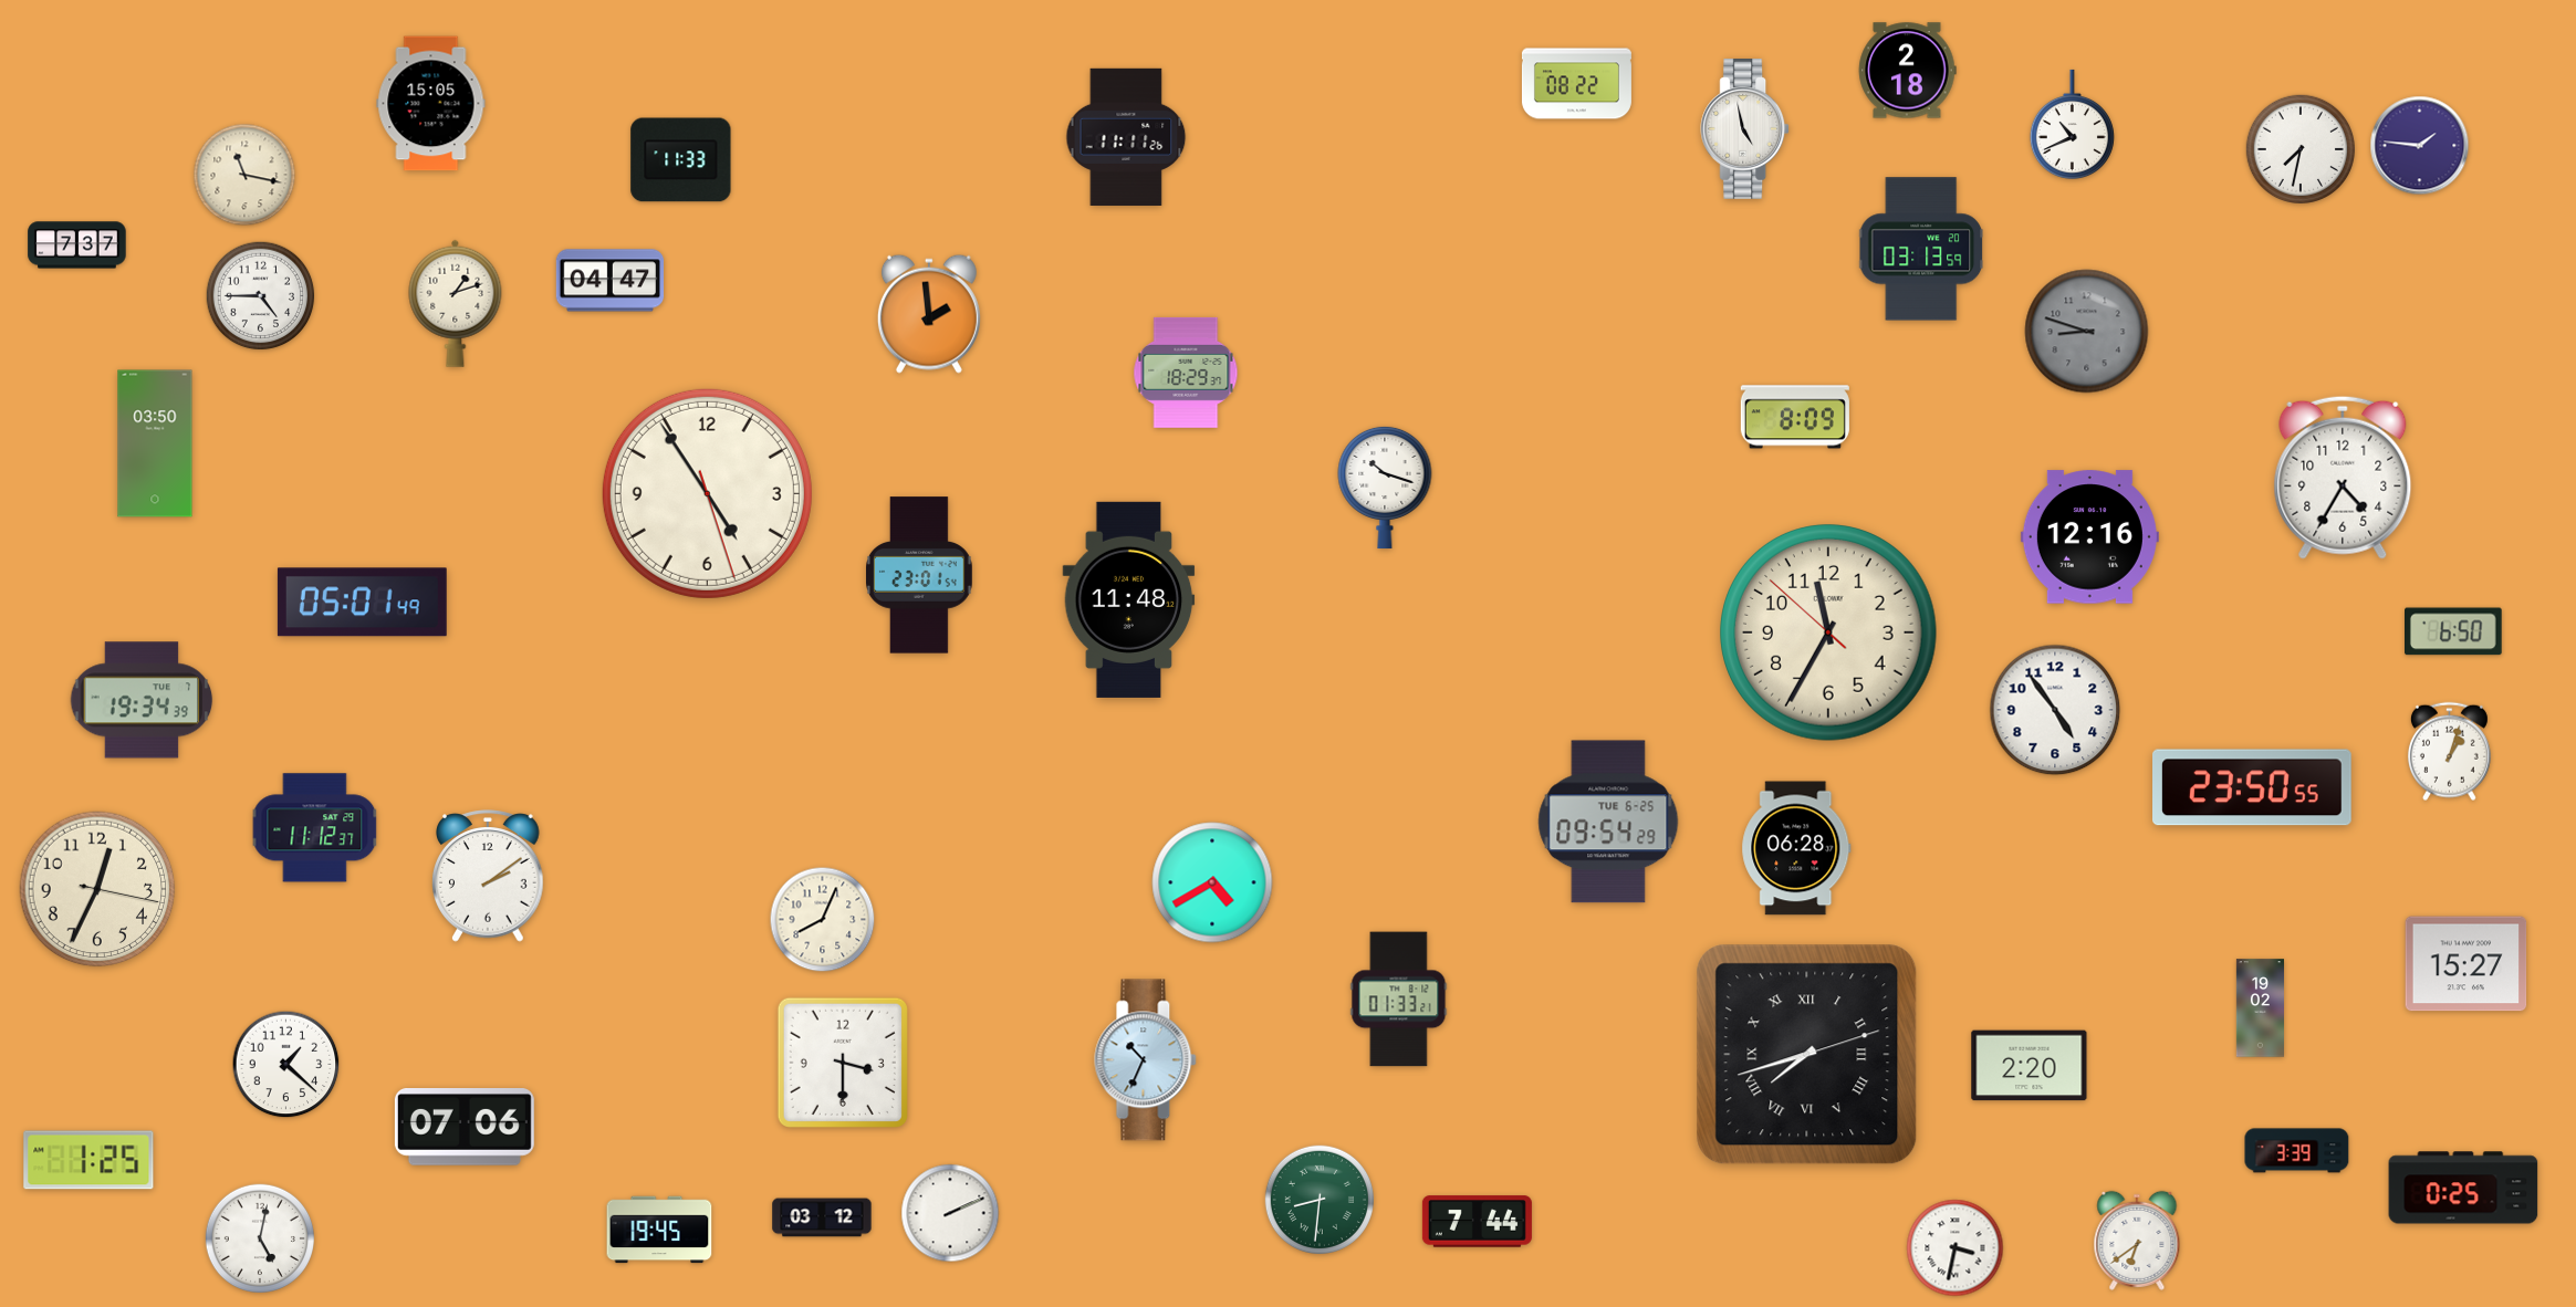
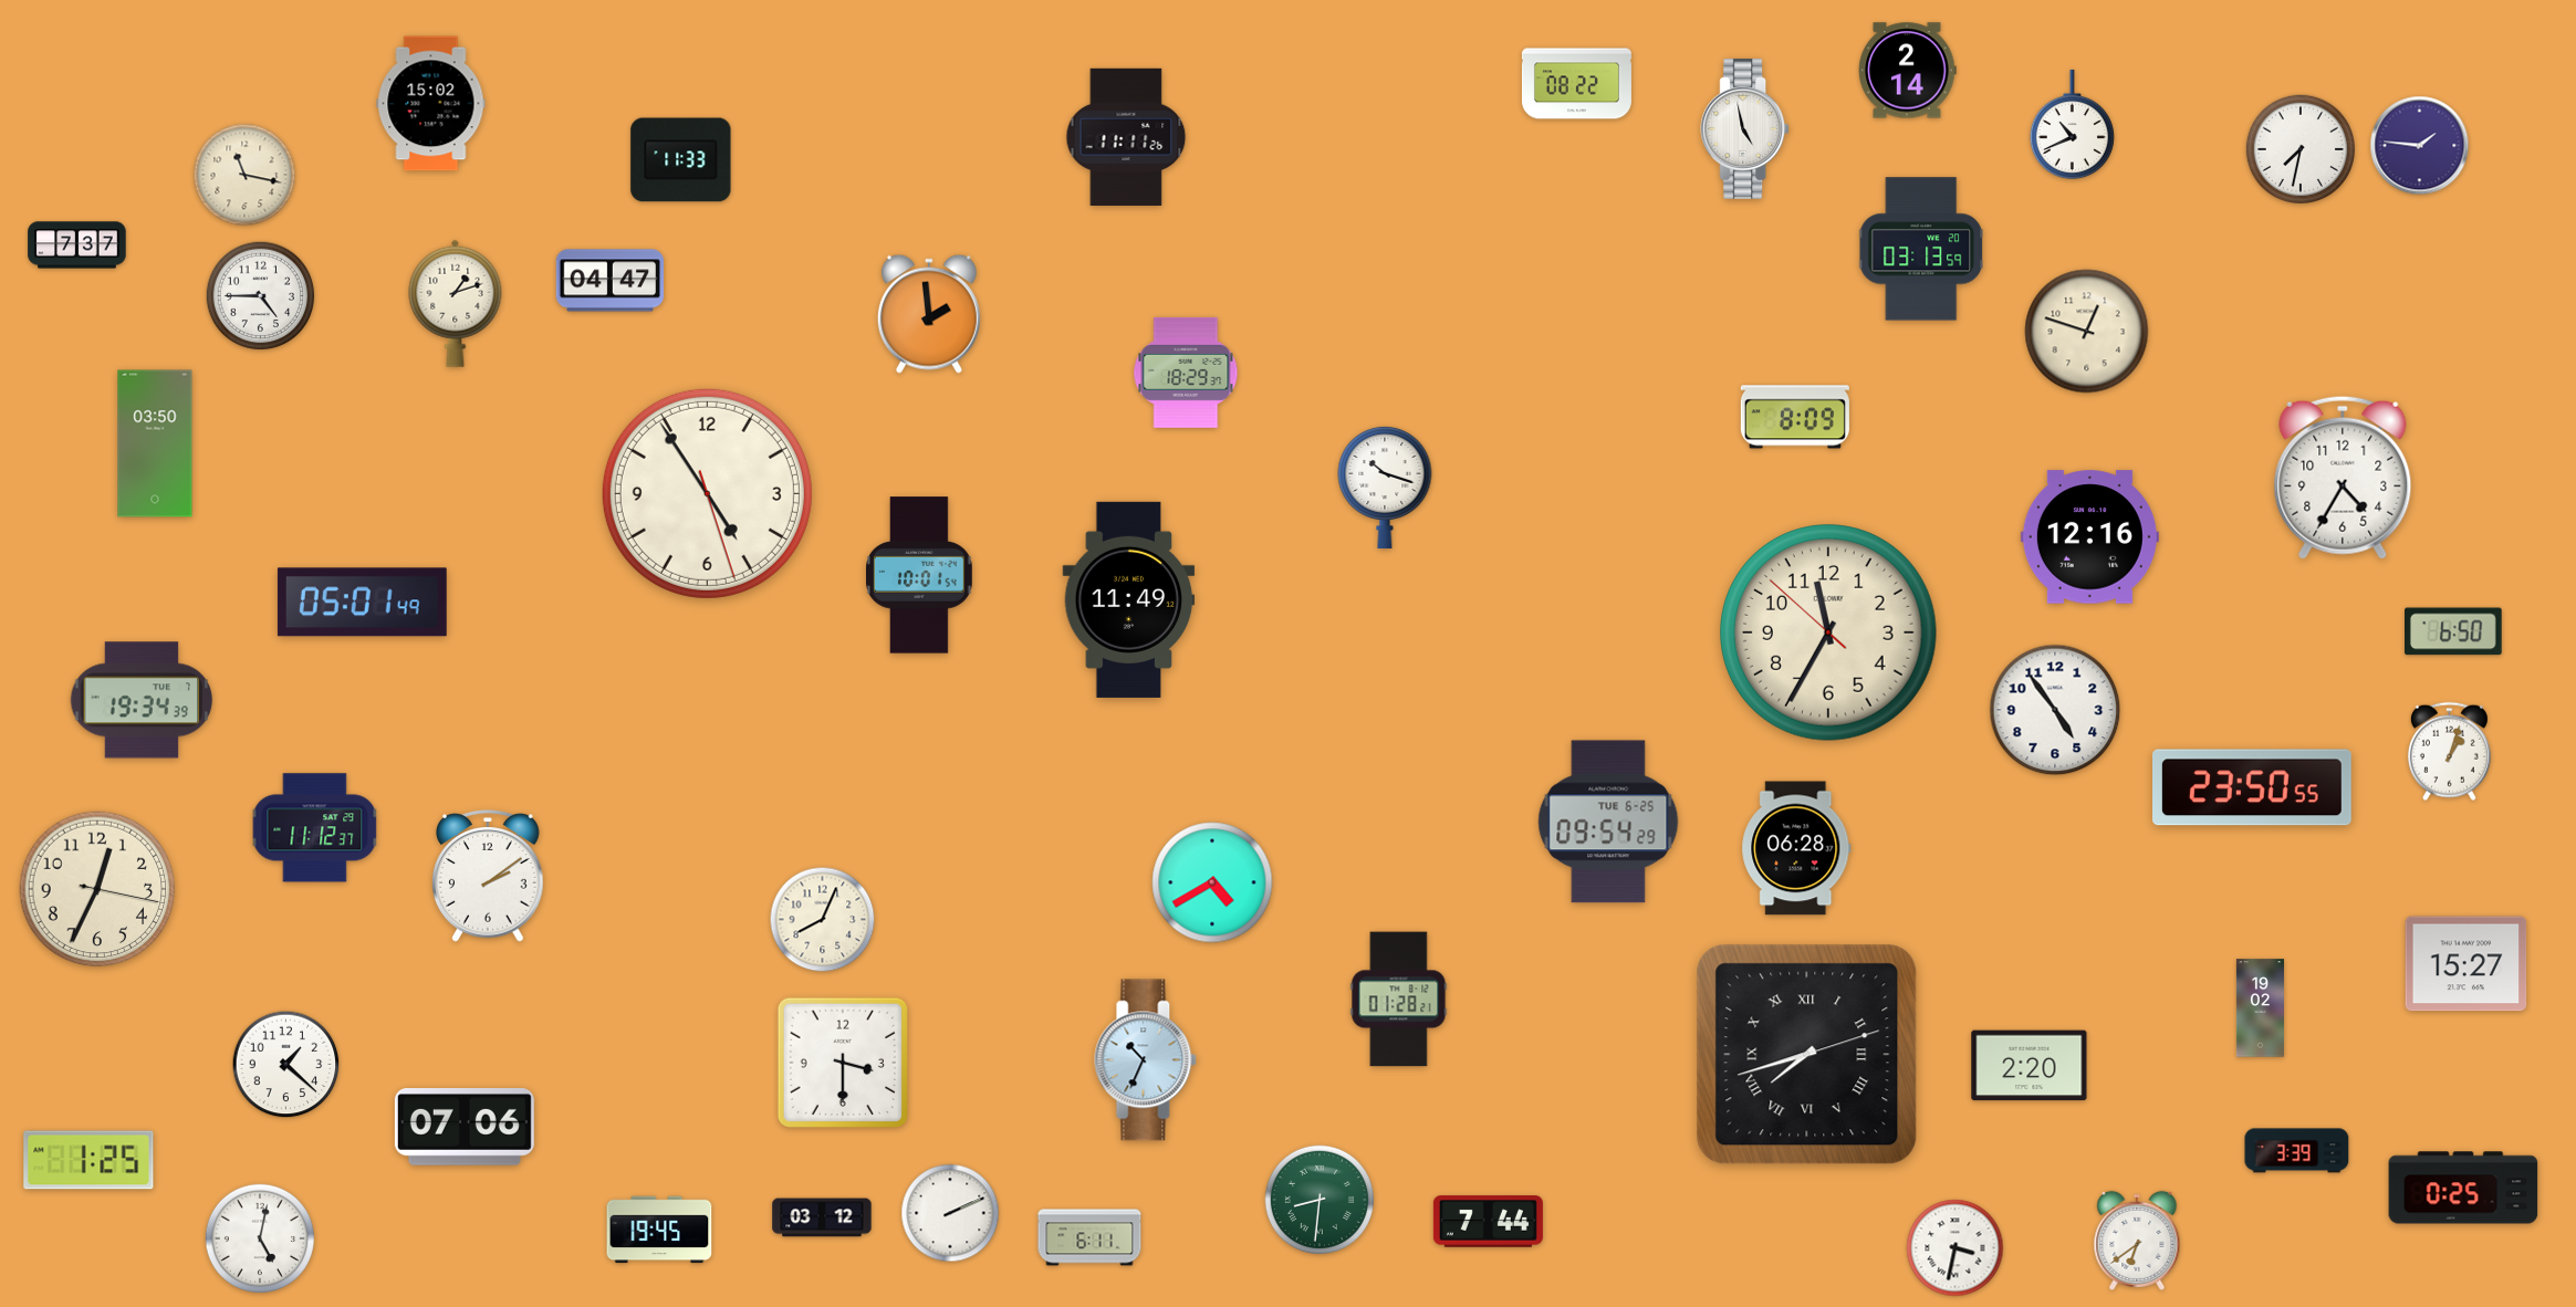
clock at (1907, 71): 2:18 -> 2:14
clock at (431, 104): 15:05 -> 15:02
clock at (2087, 332): 8:48 -> 12:48
clock at (2087, 332) dial: grey -> cream
clock at (920, 575): 23:01 -> 10:01
clock at (1129, 599): 11:48 -> 11:49
clock at (1399, 1000): 01:33 -> 01:28
clock at (1477, 1222) position: (1477, 1222) -> (1488, 1222)
clock at (1089, 1237): none -> 6:11
